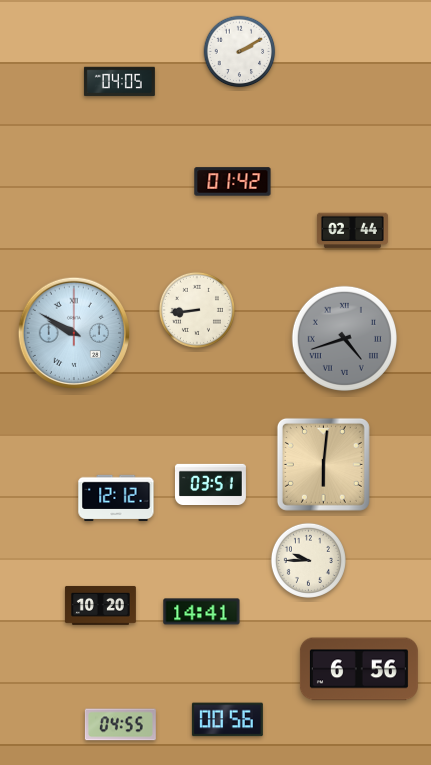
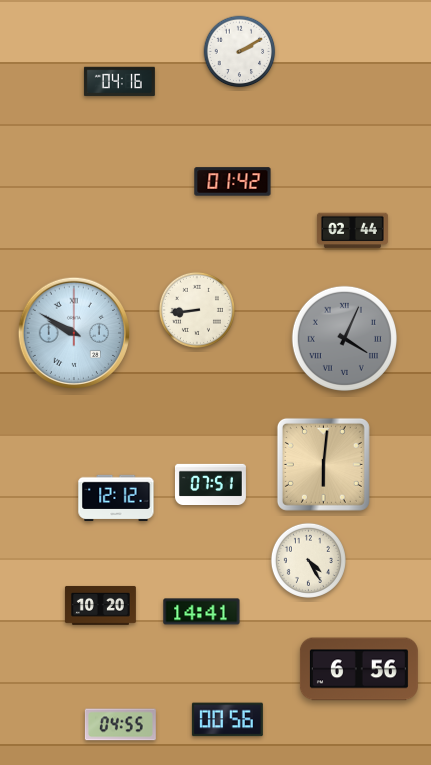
clock at (119, 82): 04:05 -> 04:16
clock at (344, 338): 4:42 -> 4:04
clock at (210, 484): 03:51 -> 07:51
clock at (308, 560): 9:45 -> 4:25
